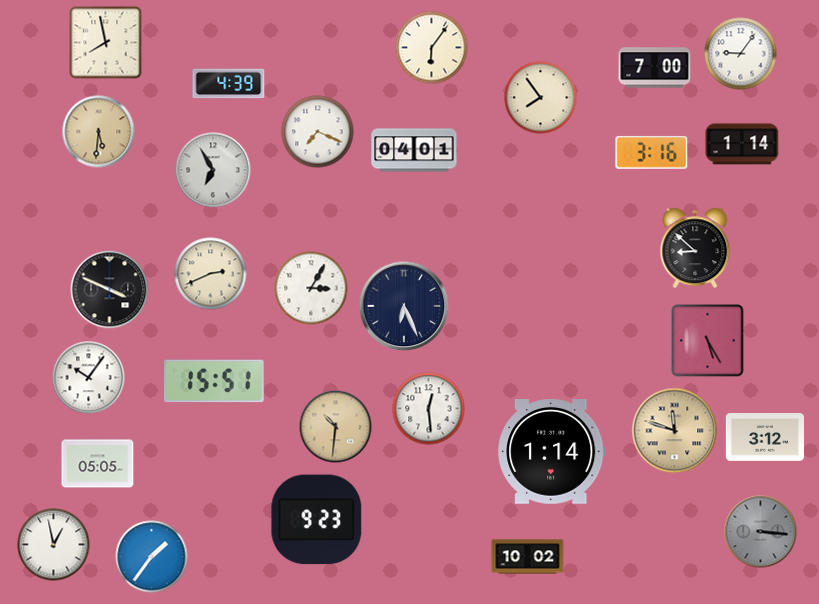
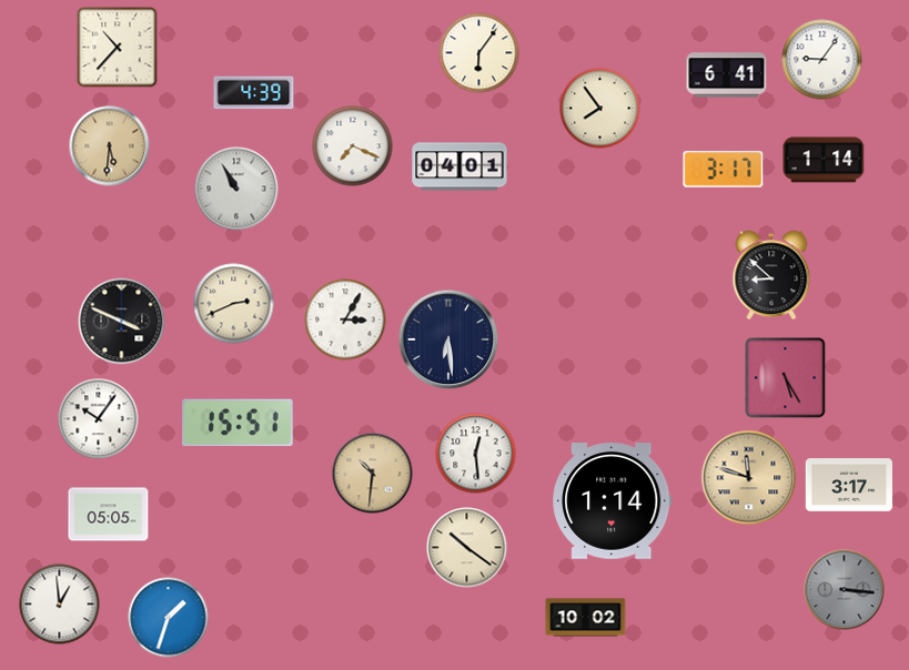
clock at (106, 43): 7:58 -> 10:37
clock at (655, 68): 7:00 -> 6:41
clock at (652, 152): 3:16 -> 3:17
clock at (213, 170): 6:55 -> 10:55
clock at (404, 306): 6:26 -> 6:29
clock at (764, 437): 3:12 -> 3:17
clock at (467, 548): none -> 10:21
clock at (317, 520): 9:23 -> none
clock at (54, 545): 12:58 -> 12:59
clock at (152, 557): 1:36 -> 1:33
